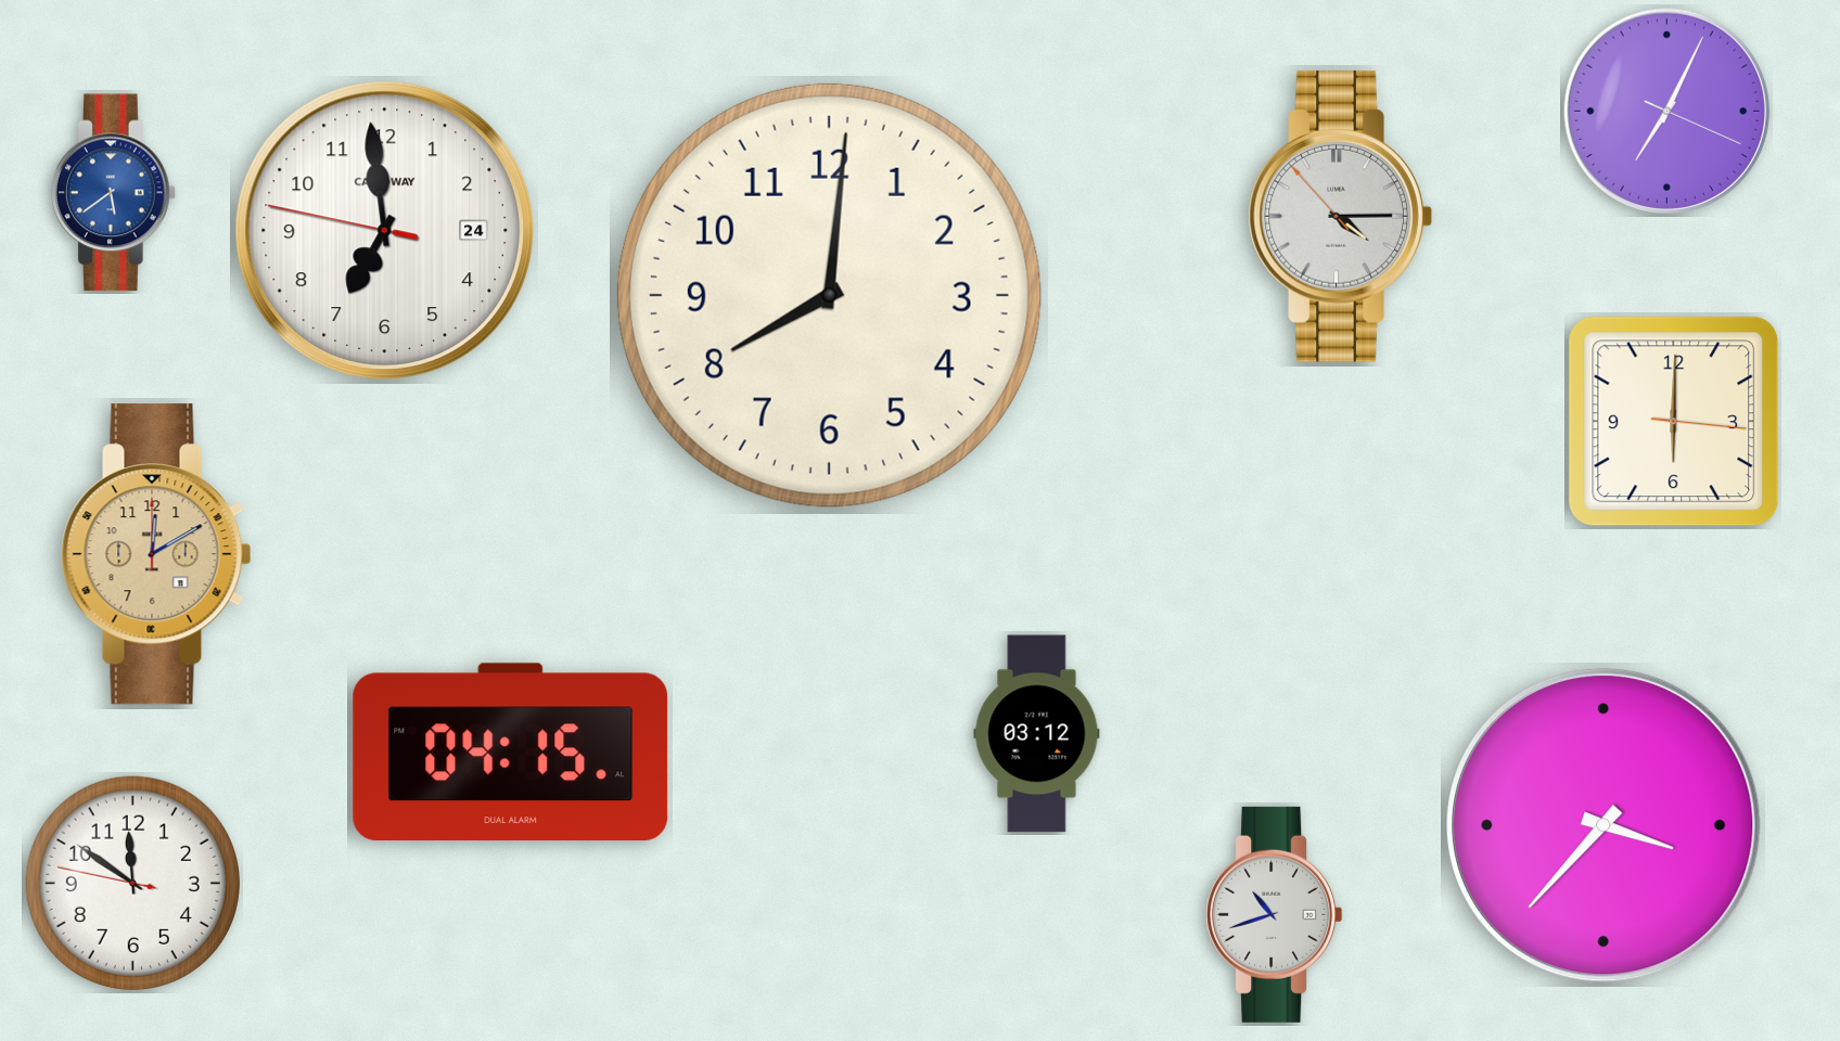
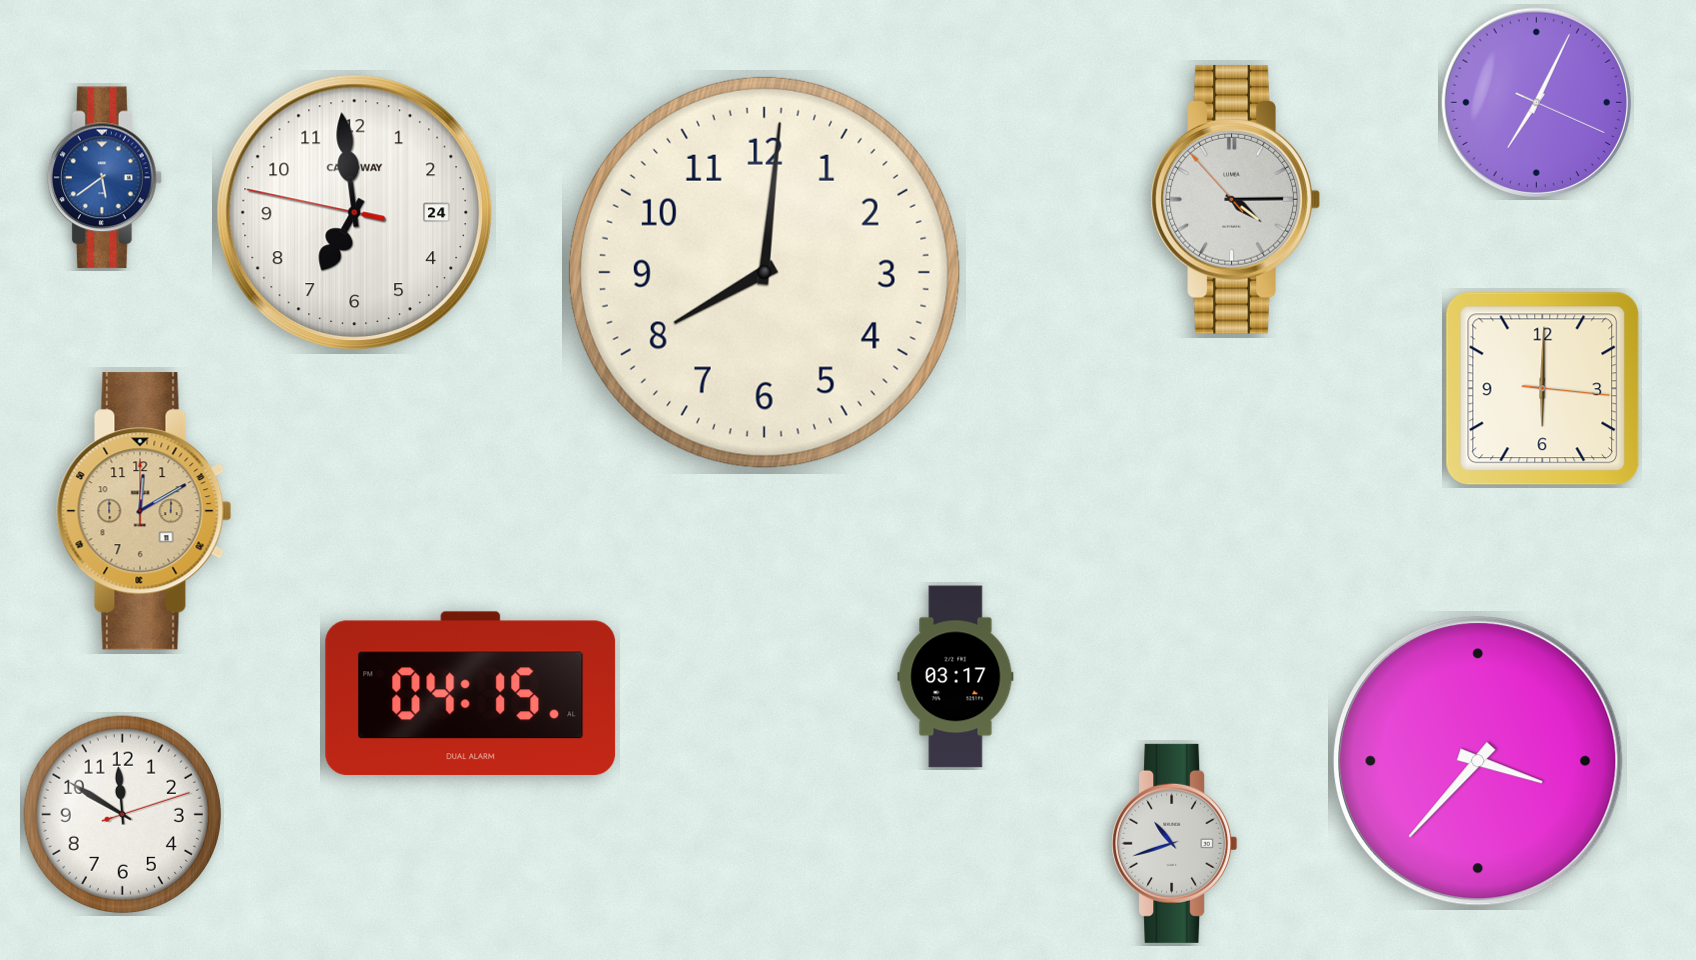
clock at (1037, 734): 03:12 -> 03:17
clock at (132, 883): 11:50:47 -> 11:50:12
